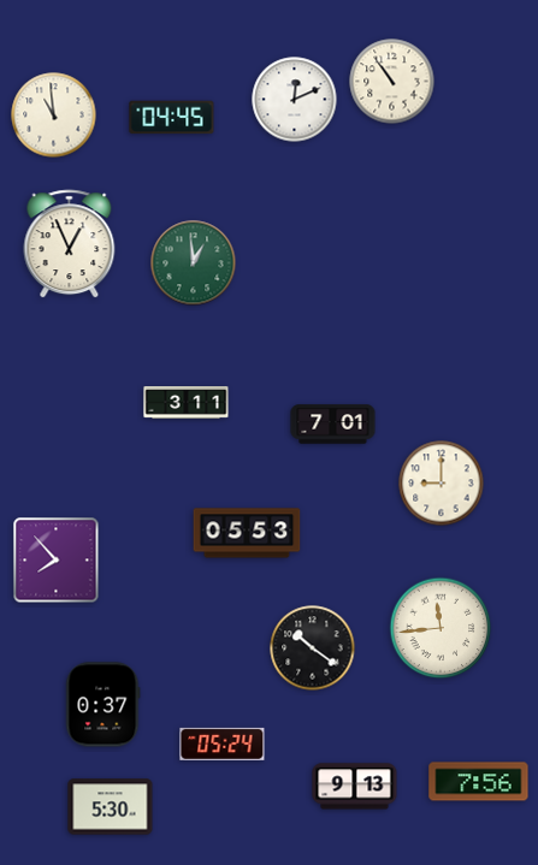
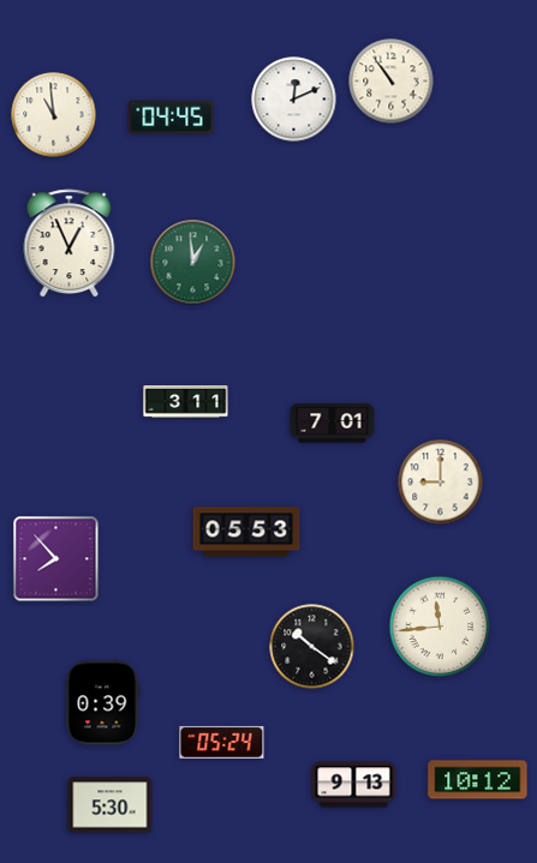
clock at (102, 705): 0:37 -> 0:39
clock at (479, 782): 7:56 -> 10:12
